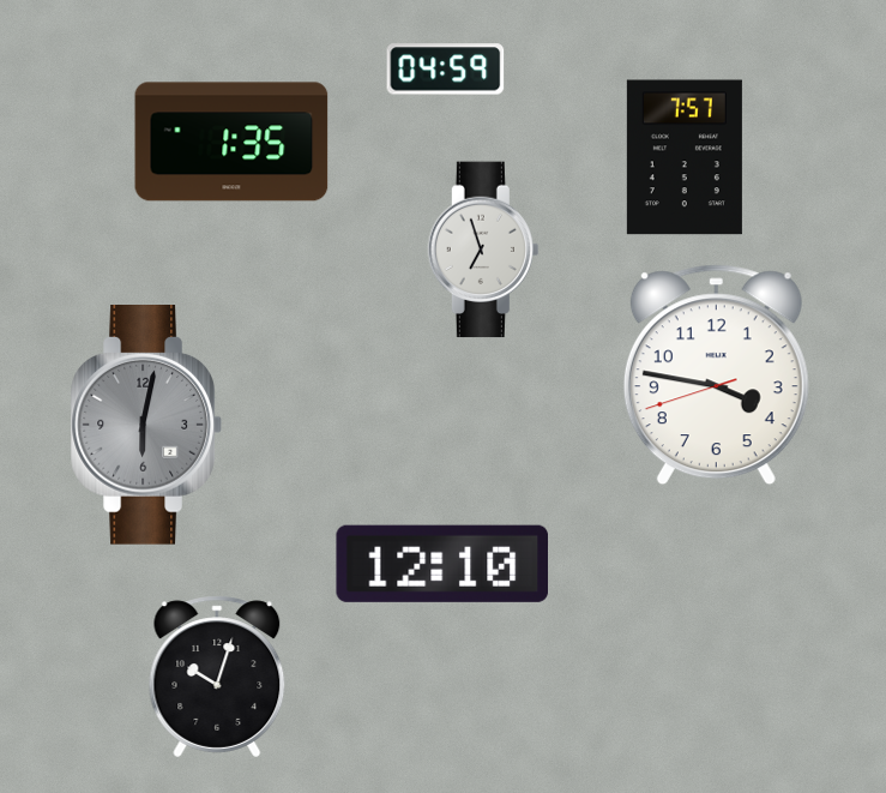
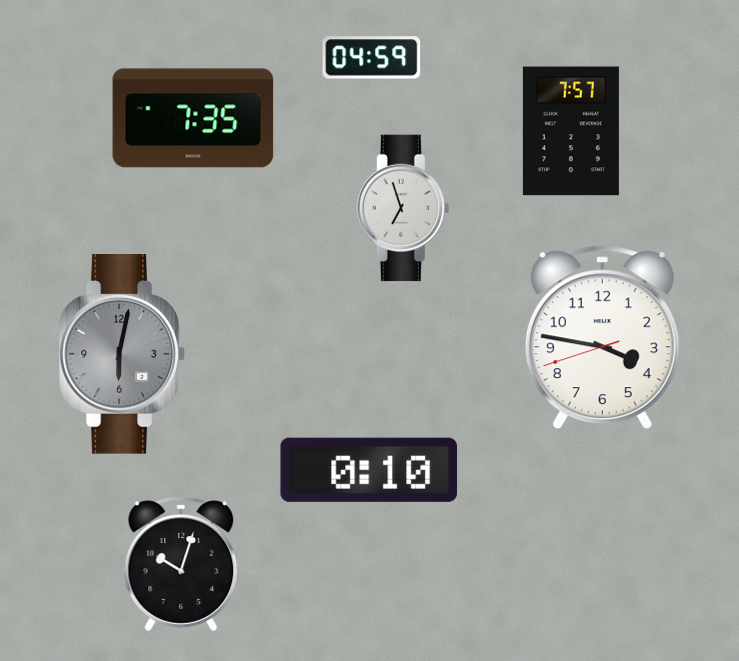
clock at (231, 142): 1:35 -> 7:35
clock at (716, 376) position: (716, 376) -> (602, 338)
clock at (441, 564): 12:10 -> 0:10
